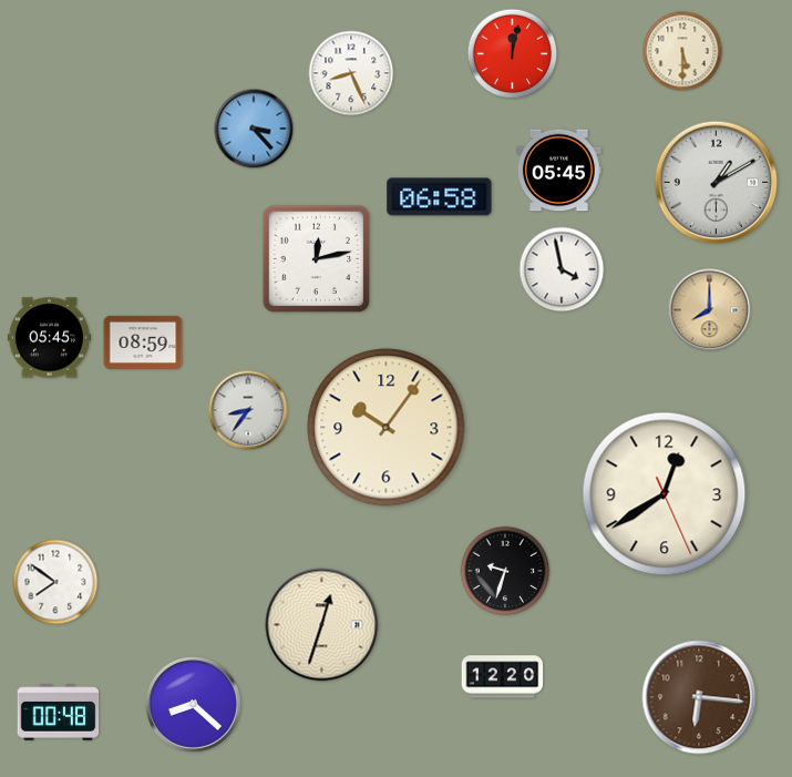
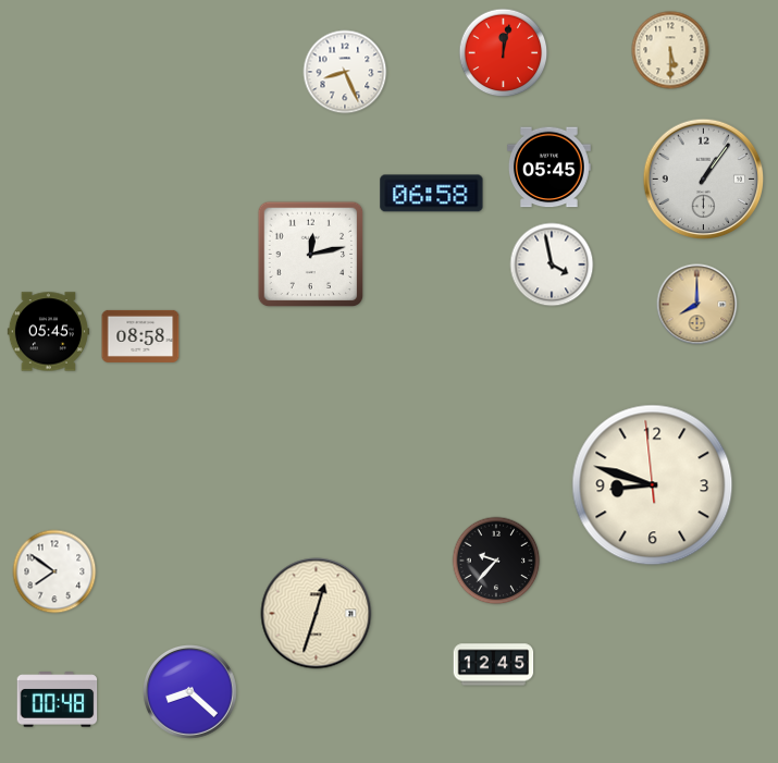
clock at (254, 129): 3:23 -> none
clock at (717, 183): 1:10 -> 1:06
clock at (143, 343): 08:59 -> 08:58
clock at (248, 410): 8:36 -> none
clock at (387, 428): 10:06 -> none
clock at (665, 494): 12:39 -> 8:47
clock at (505, 571): 9:33 -> 9:37
clock at (503, 677): 12:20 -> 12:45
clock at (699, 697): 6:16 -> none
